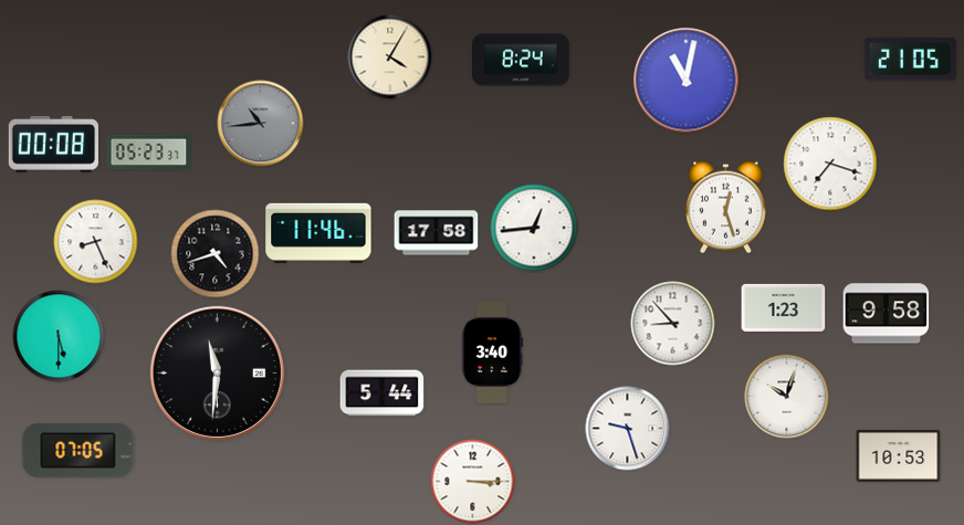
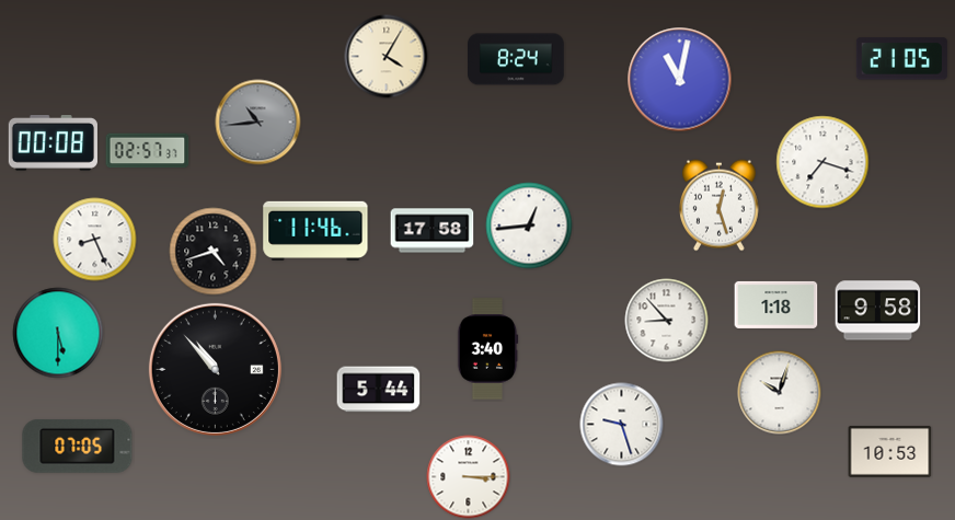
clock at (149, 153): 05:23 -> 02:57
clock at (784, 307): 1:23 -> 1:18
clock at (217, 372): 11:31 -> 10:53
